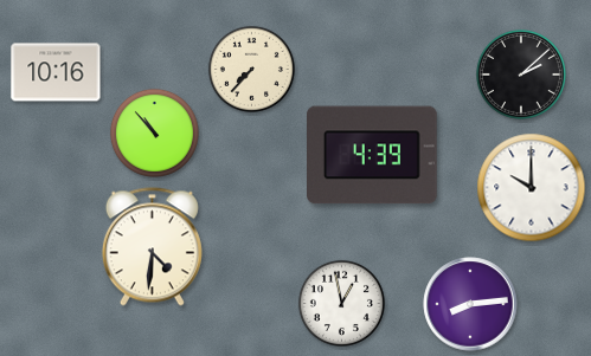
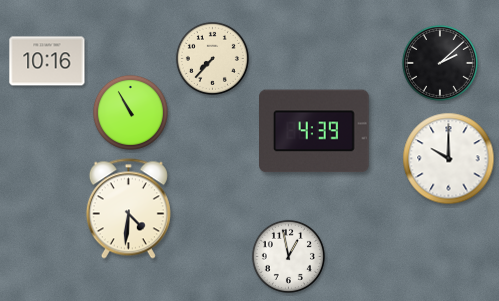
clock at (154, 132): 10:53 -> 10:55
clock at (470, 304): 8:14 -> none
